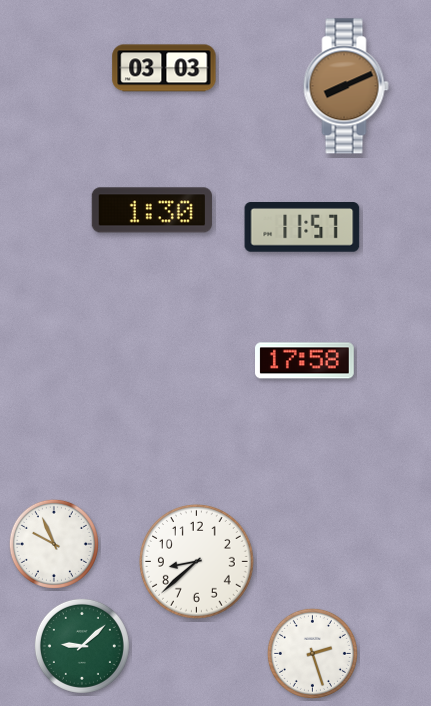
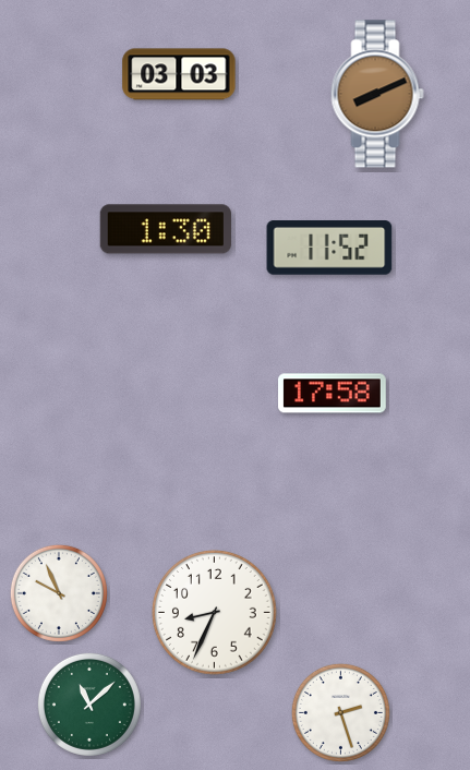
clock at (302, 227): 11:57 -> 11:52
clock at (197, 562): 8:38 -> 8:34
clock at (82, 646): 9:08 -> 11:08
